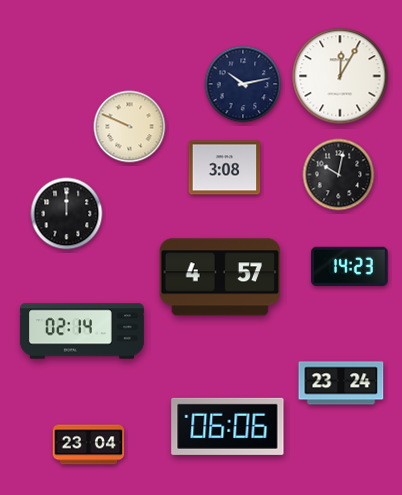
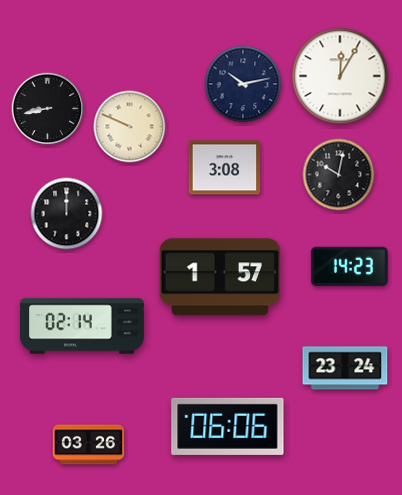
clock at (48, 109): none -> 8:43
clock at (220, 277): 4:57 -> 1:57
clock at (82, 331) position: (82, 331) -> (82, 326)
clock at (341, 383) position: (341, 383) -> (345, 368)
clock at (89, 445): 23:04 -> 03:26
